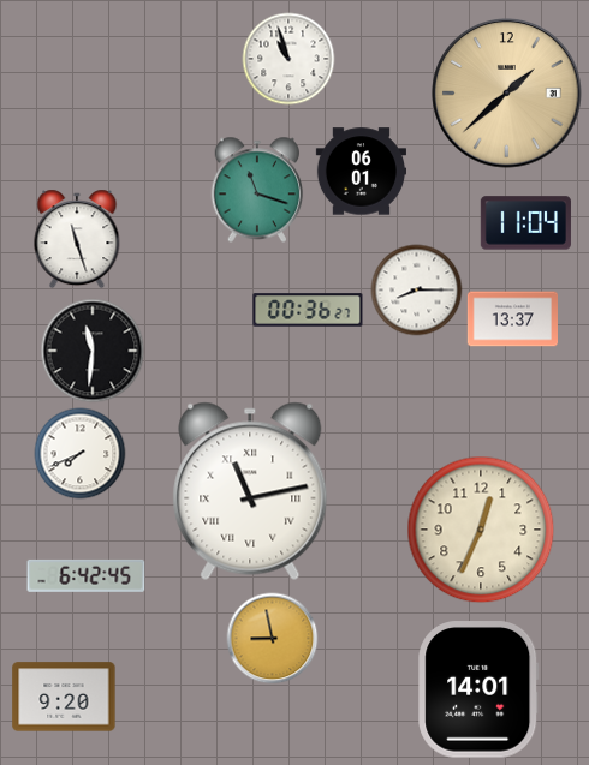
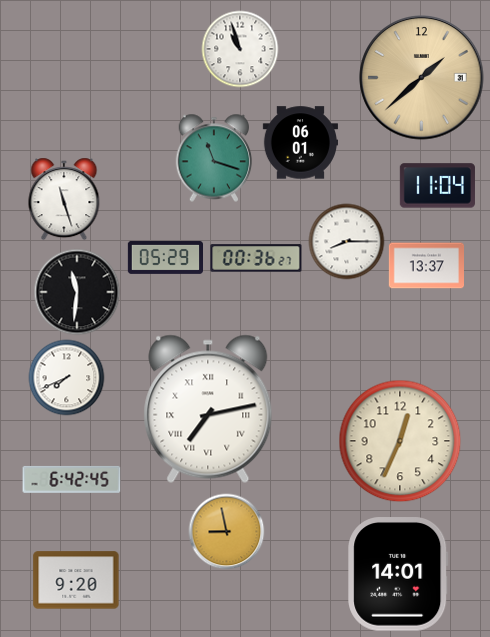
clock at (165, 257): none -> 05:29
clock at (250, 491): 11:13 -> 7:13
clock at (64, 697) position: (64, 697) -> (76, 580)
